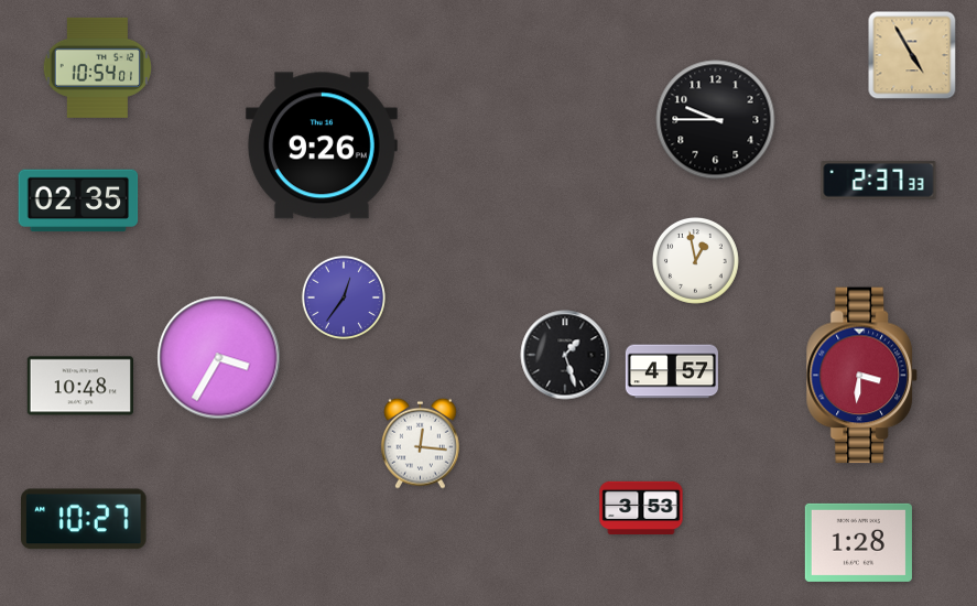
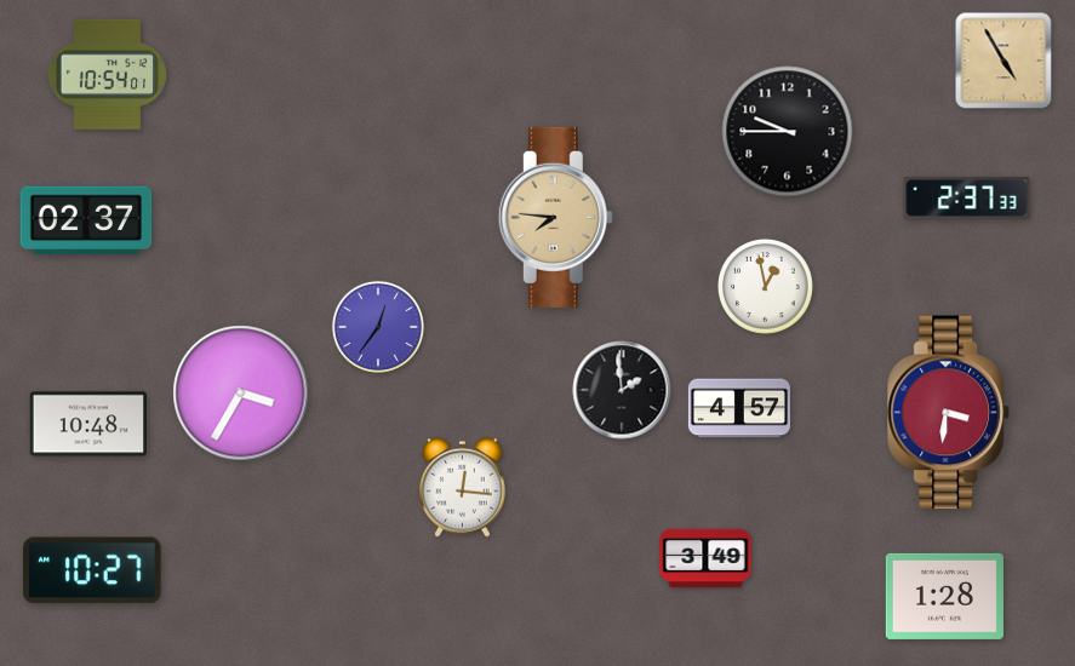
clock at (322, 145): 9:26 -> none
clock at (555, 217): none -> 7:46
clock at (78, 201): 02:35 -> 02:37
clock at (565, 355): 1:27 -> 1:59
clock at (641, 507): 3:53 -> 3:49
